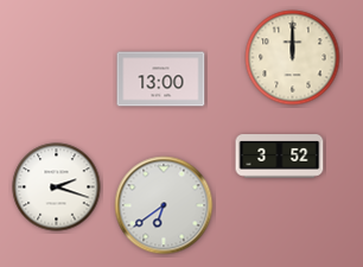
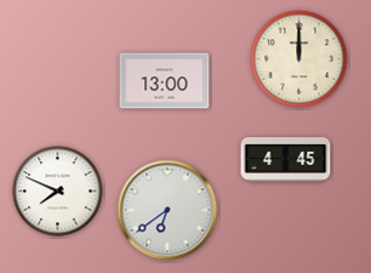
clock at (280, 157): 3:52 -> 4:45
clock at (57, 187): 2:18 -> 7:49
